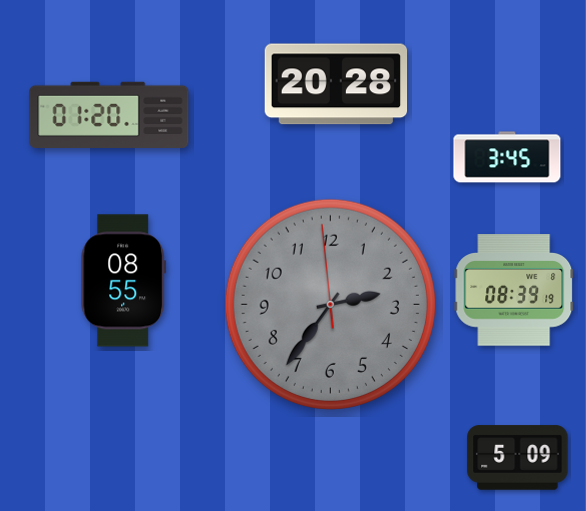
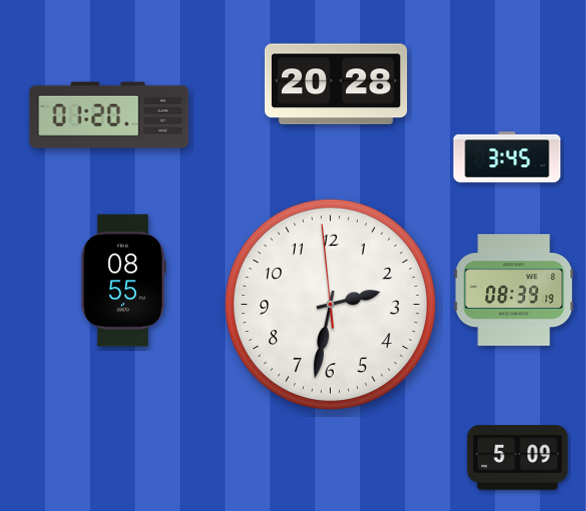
clock at (330, 304): 2:35 -> 2:31
clock at (330, 304) dial: grey -> white
